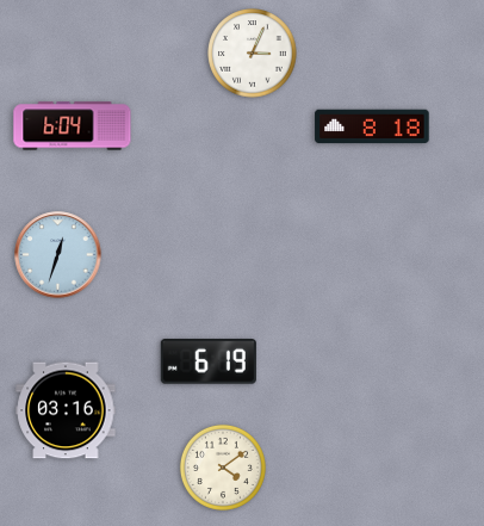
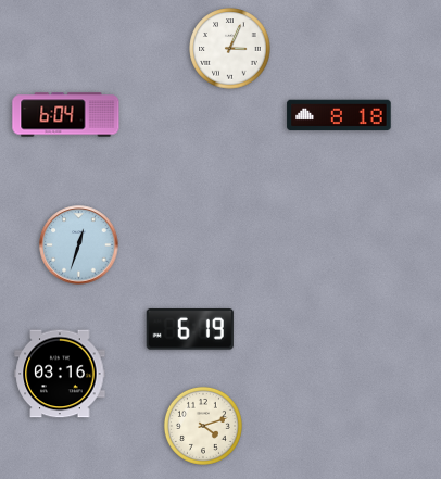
clock at (58, 255) position: (58, 255) -> (79, 245)
clock at (223, 468): 4:09 -> 4:12
